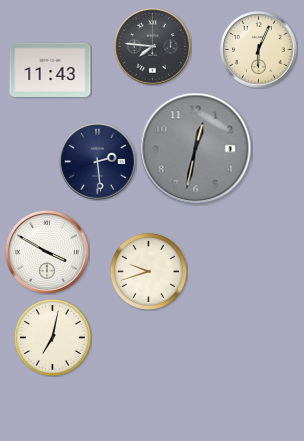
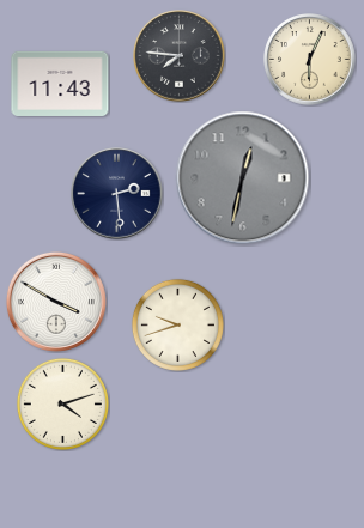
clock at (153, 47) position: (153, 47) -> (180, 56)
clock at (196, 149) position: (196, 149) -> (243, 178)
clock at (52, 337): 7:02 -> 4:12
